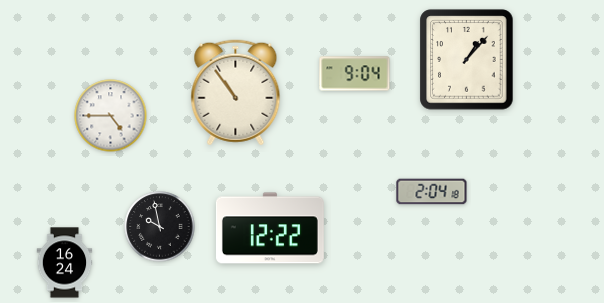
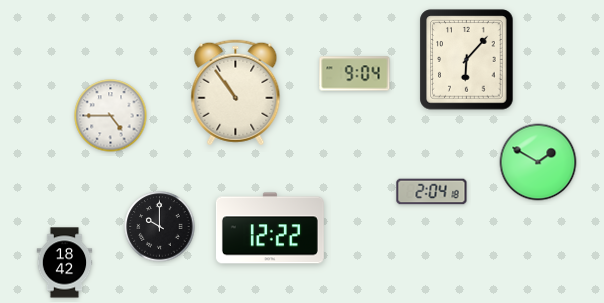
clock at (467, 60): 1:07 -> 6:07
clock at (538, 162): none -> 1:50
clock at (160, 227): 9:58 -> 10:00
clock at (65, 263): 16:24 -> 18:42
